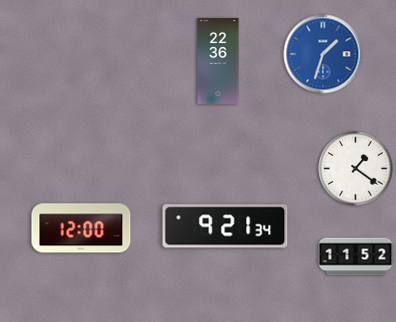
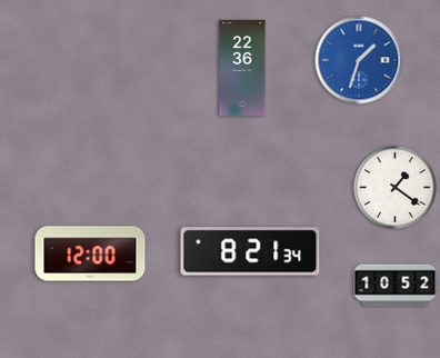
clock at (225, 226): 9:21 -> 8:21
clock at (356, 257): 11:52 -> 10:52
